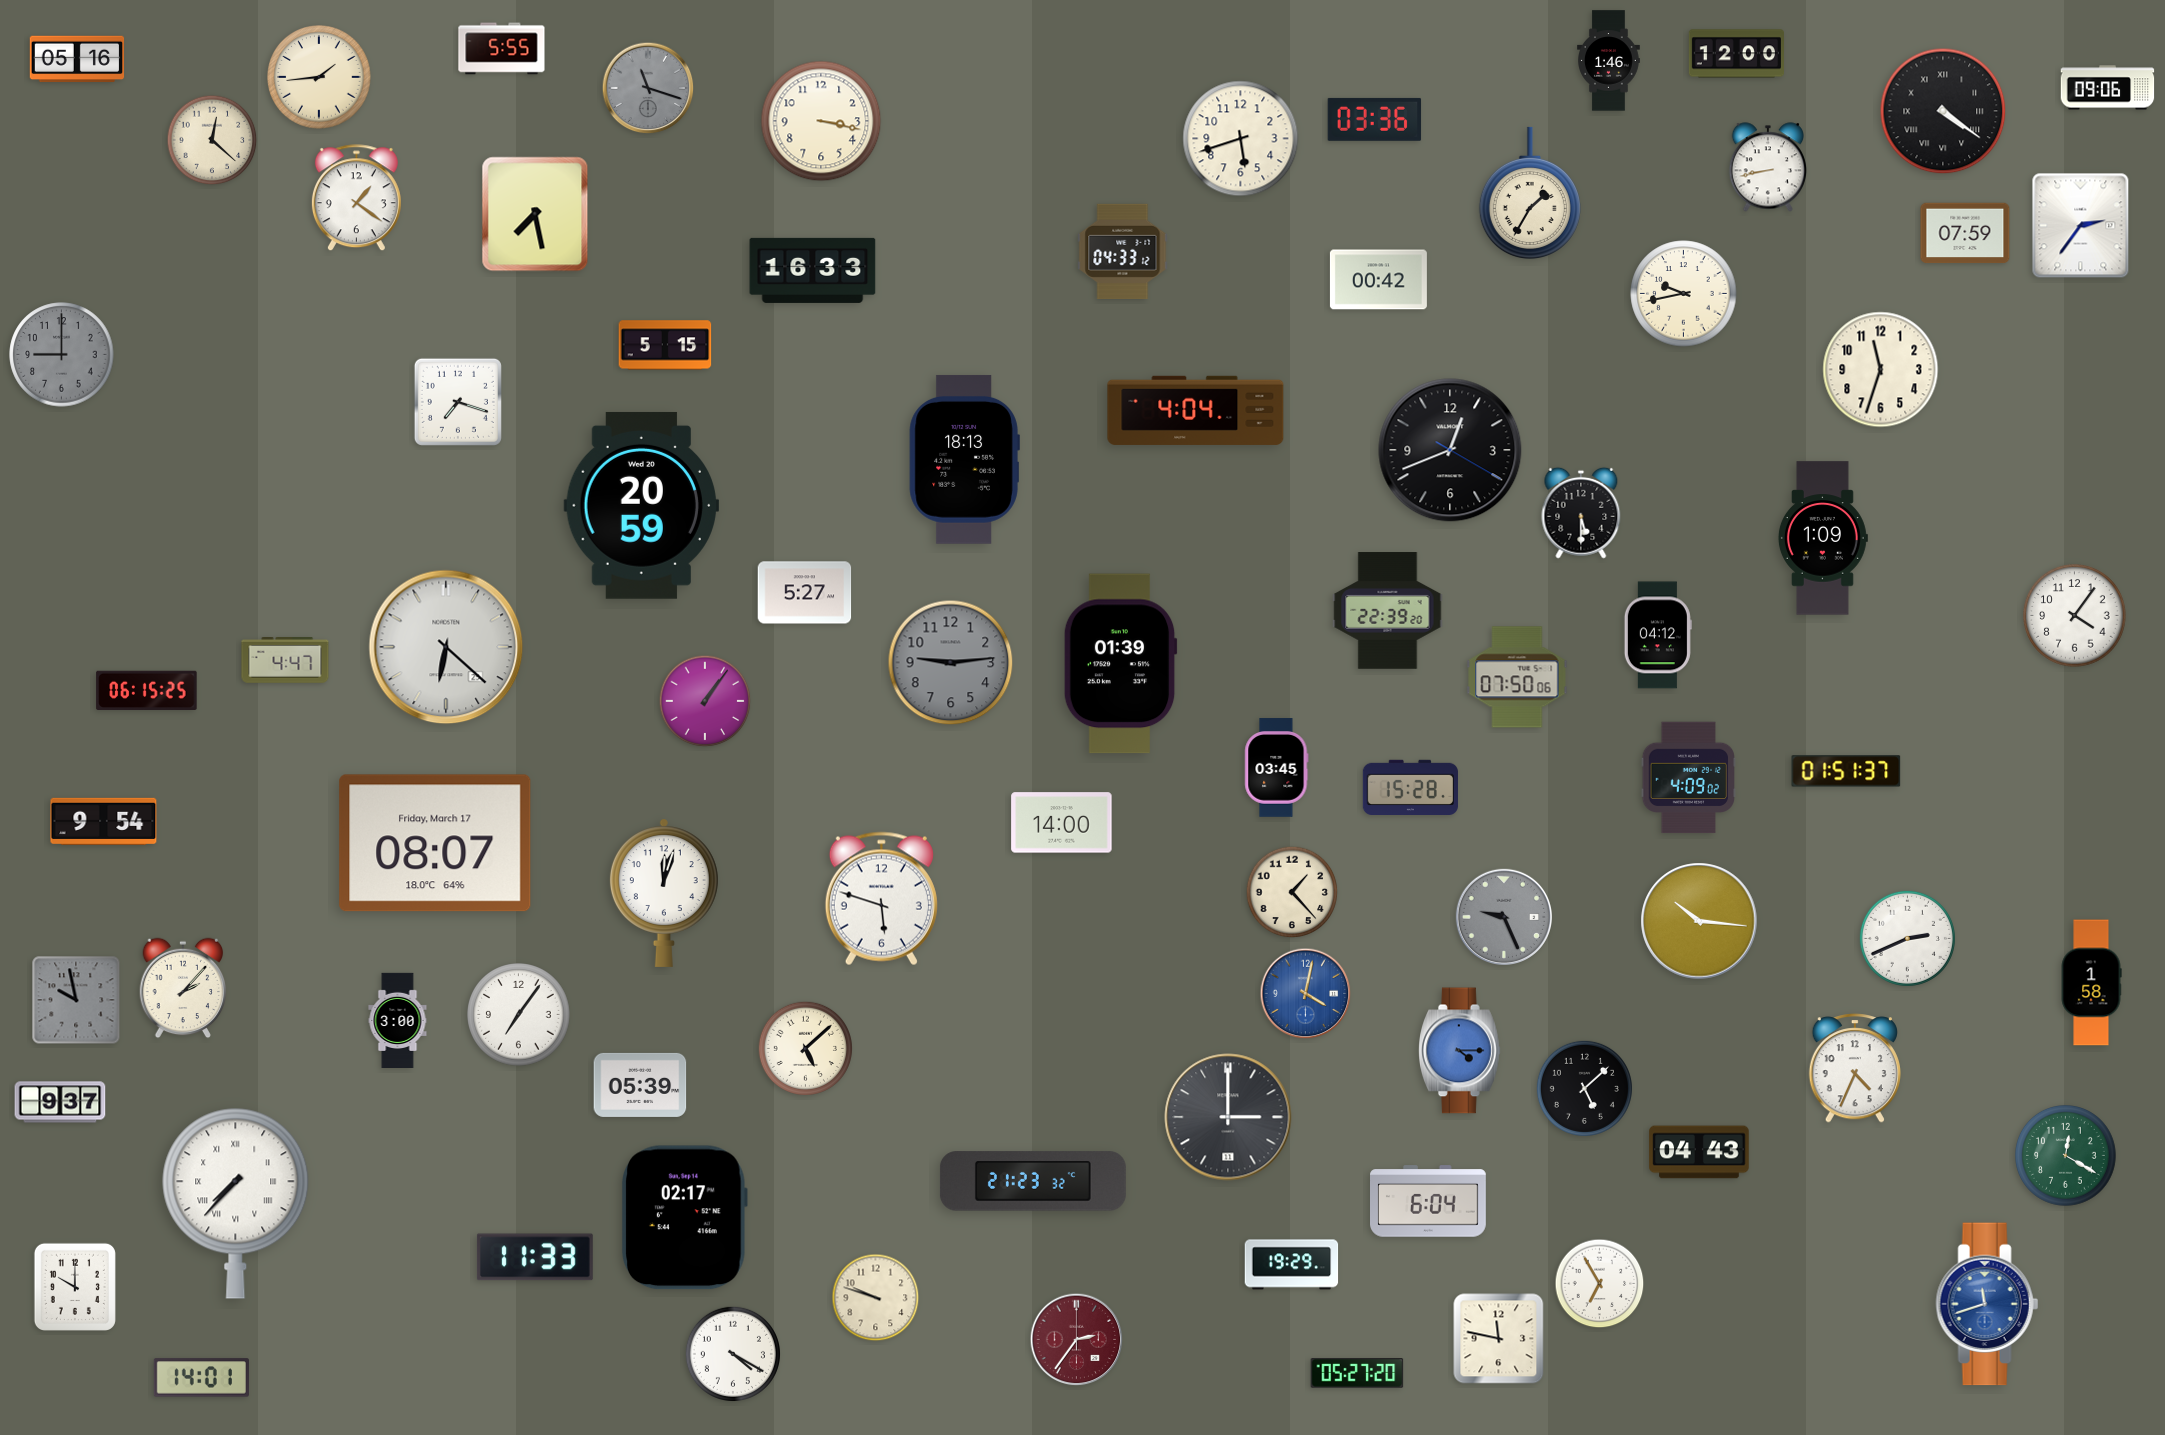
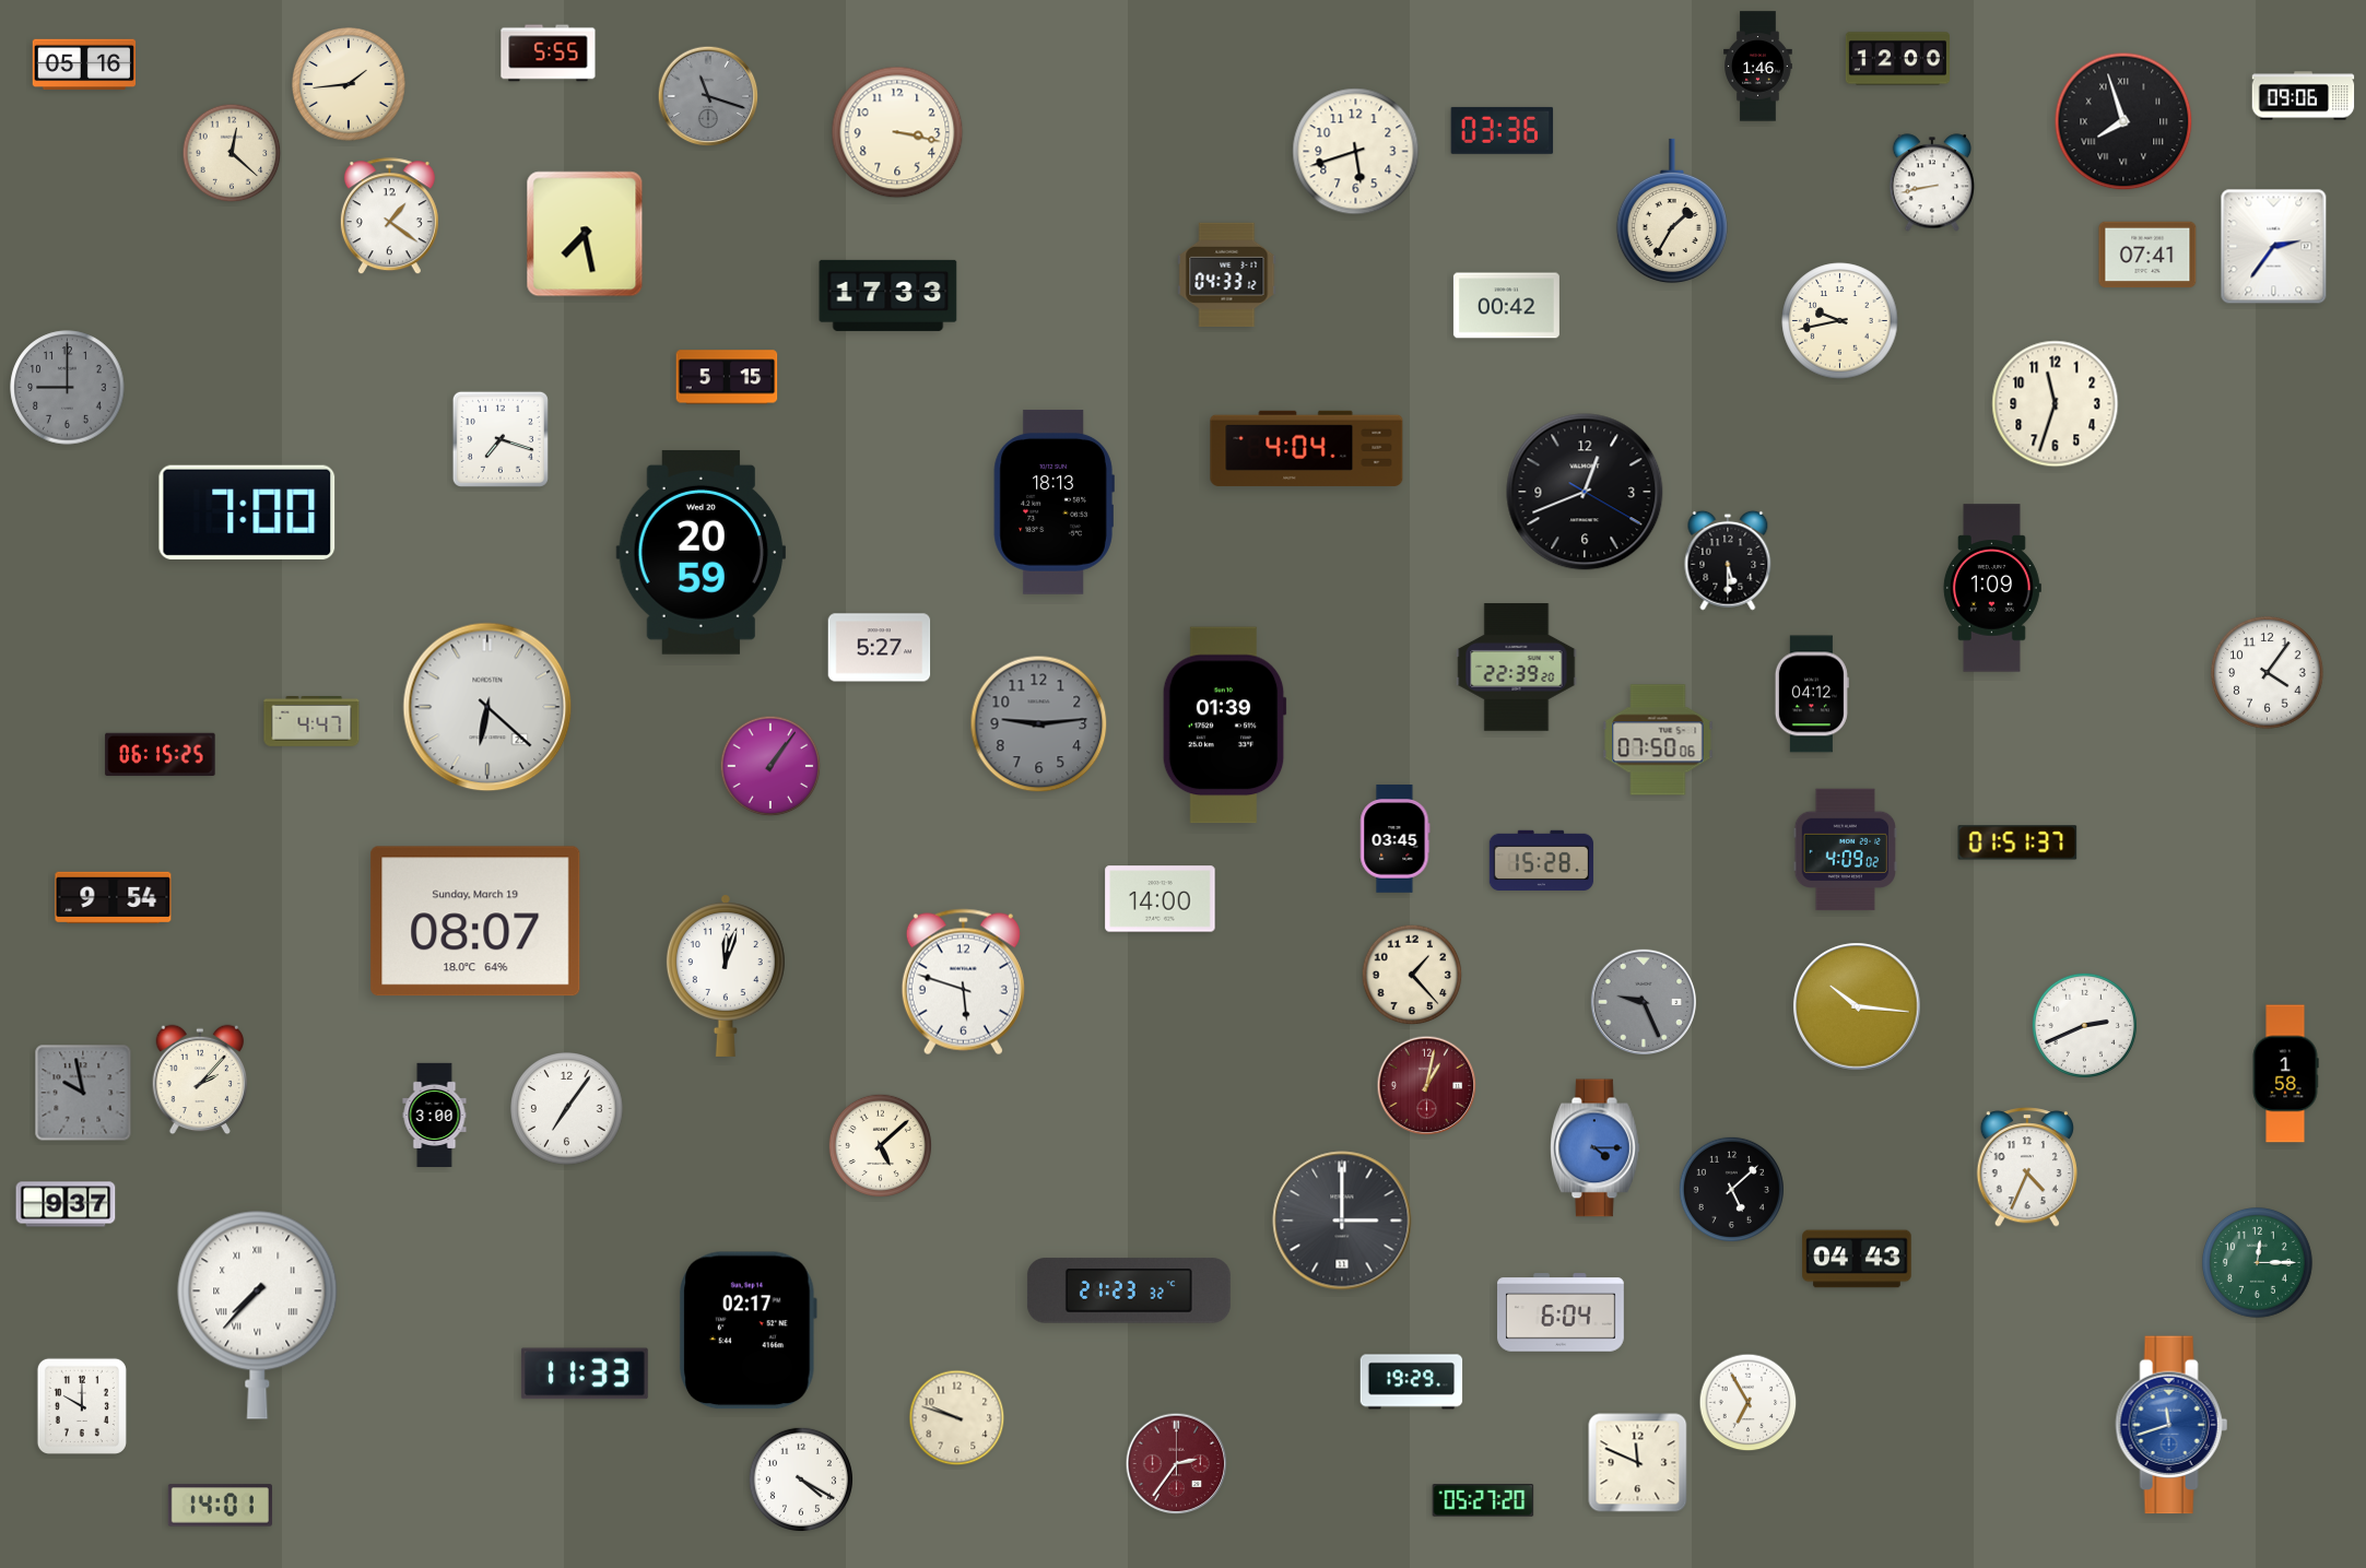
clock at (1943, 111): 4:21 -> 7:57
clock at (1965, 233): 07:59 -> 07:41
clock at (813, 270): 16:33 -> 17:33
clock at (247, 512): none -> 7:00
clock at (435, 843) date: Friday, March 17 -> Sunday, March 19
clock at (1306, 994): 4:02 -> 1:02
clock at (1306, 994) dial: blue -> burgundy
clock at (640, 1085): 05:39 -> none
clock at (2066, 1156): 12:20 -> 12:15
clock at (1499, 1339): 11:47 -> 11:49
